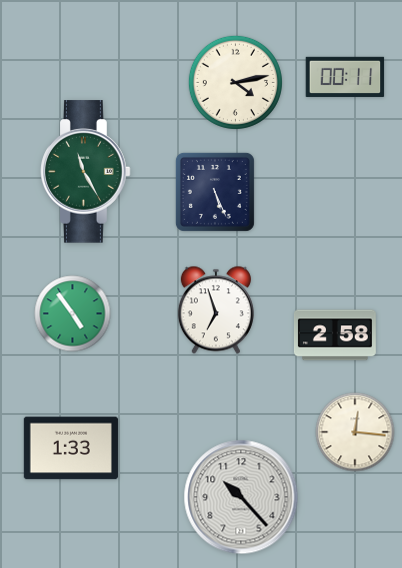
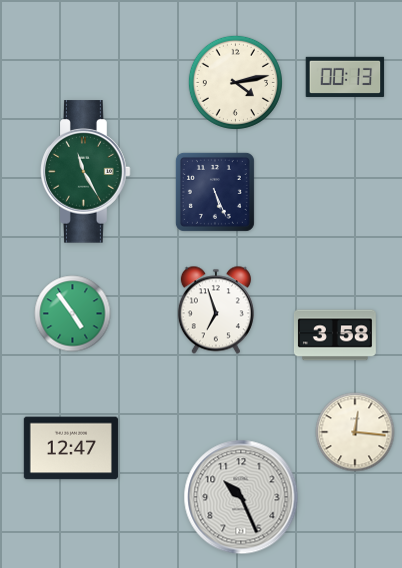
clock at (345, 76): 00:11 -> 00:13
clock at (335, 335): 2:58 -> 3:58
clock at (71, 448): 1:33 -> 12:47
clock at (241, 497): 10:23 -> 10:26
